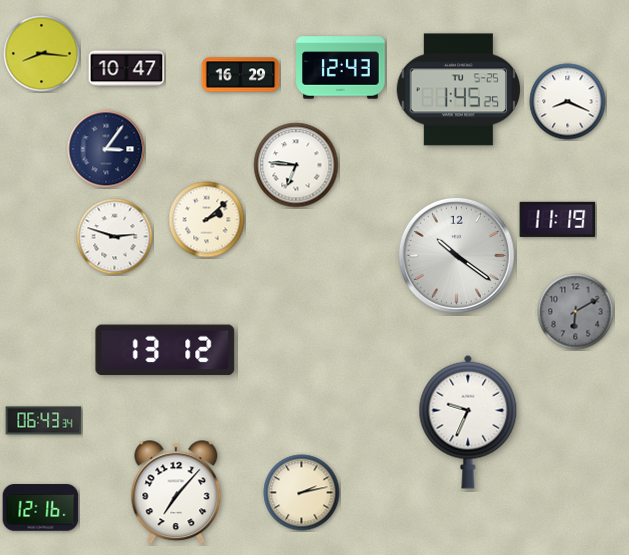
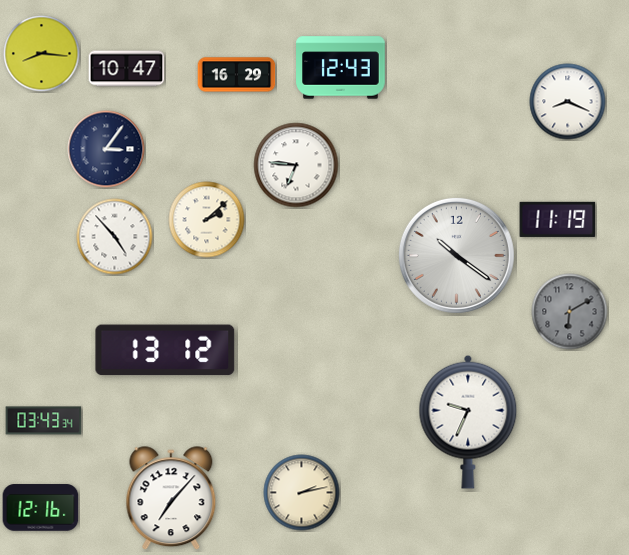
clock at (241, 75) position: (241, 75) -> (237, 75)
clock at (458, 90): 1:45 -> none
clock at (115, 237): 2:48 -> 4:53
clock at (576, 312) position: (576, 312) -> (570, 312)
clock at (44, 421): 06:43 -> 03:43
clock at (176, 493) position: (176, 493) -> (171, 499)
